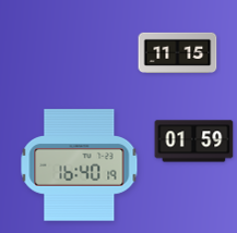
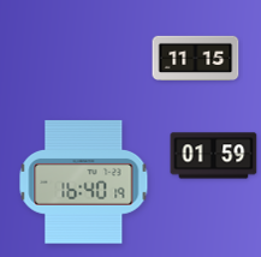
clock at (80, 165) position: (80, 165) -> (84, 183)
